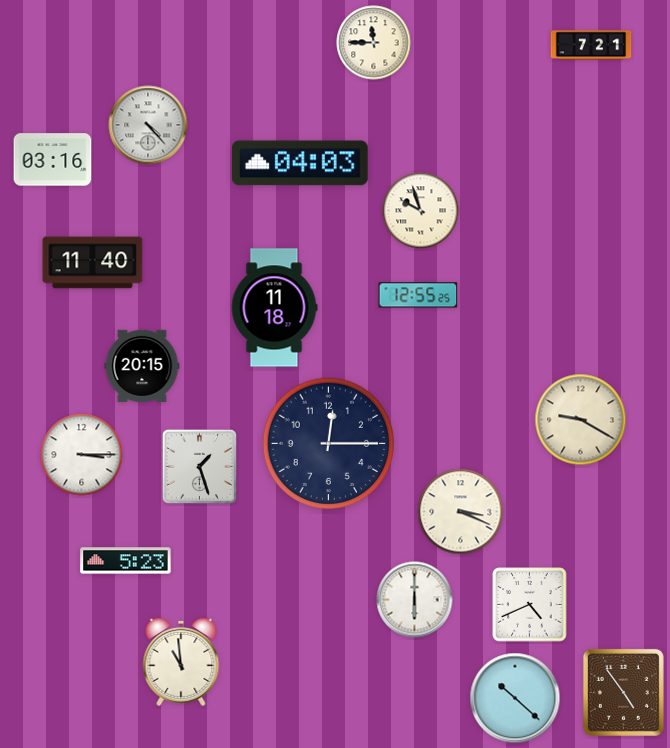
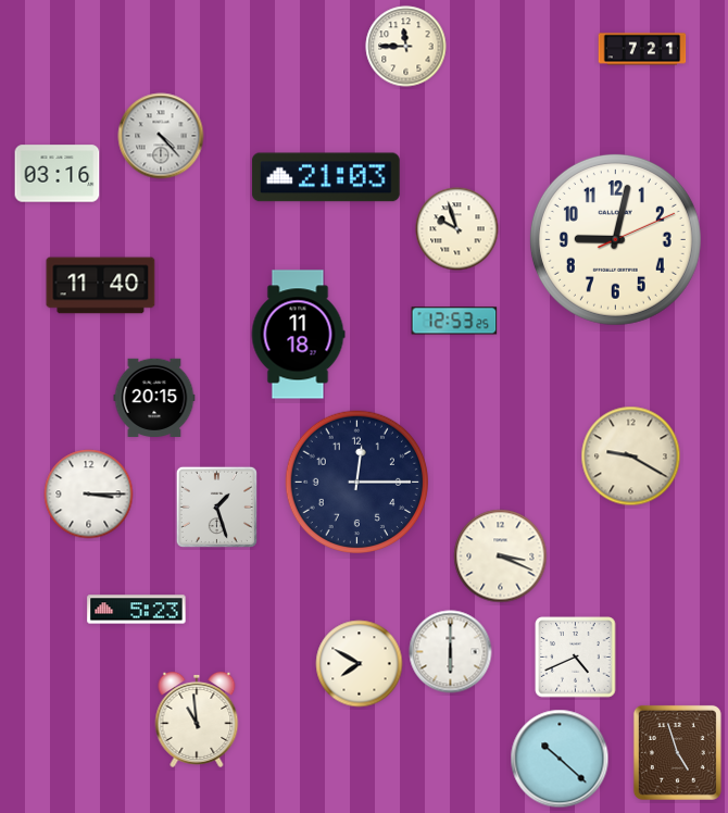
clock at (300, 163): 04:03 -> 21:03
clock at (615, 239): none -> 9:02
clock at (418, 295): 12:55 -> 12:53
clock at (360, 664): none -> 7:50
clock at (623, 692): 4:54 -> 4:57
